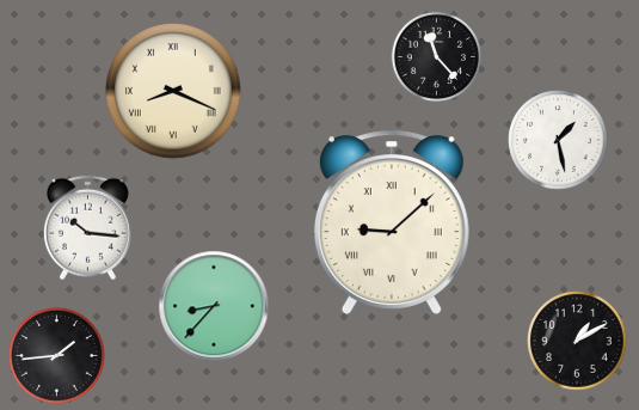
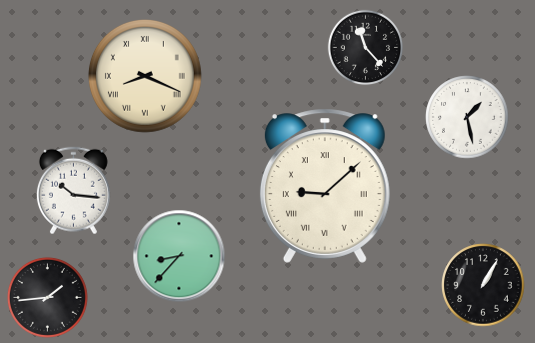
clock at (392, 222) position: (392, 222) -> (325, 186)
clock at (577, 341): 1:10 -> 1:05
